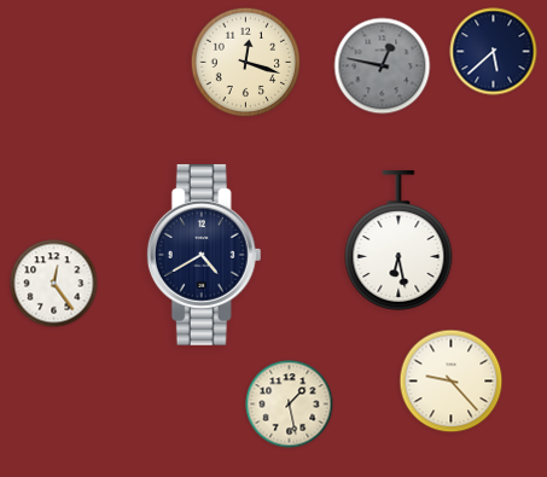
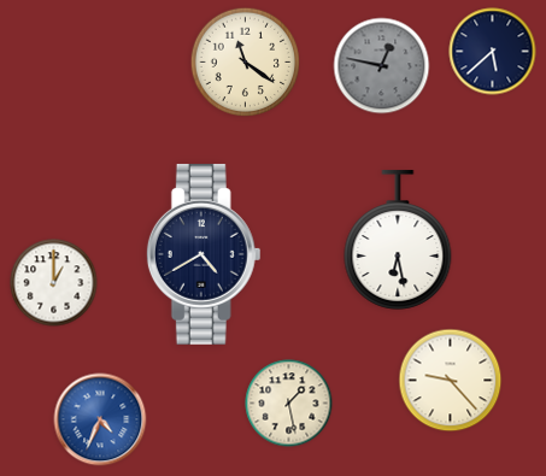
clock at (246, 63): 12:18 -> 11:21
clock at (54, 284): 12:24 -> 1:00
clock at (100, 419): none -> 4:34
